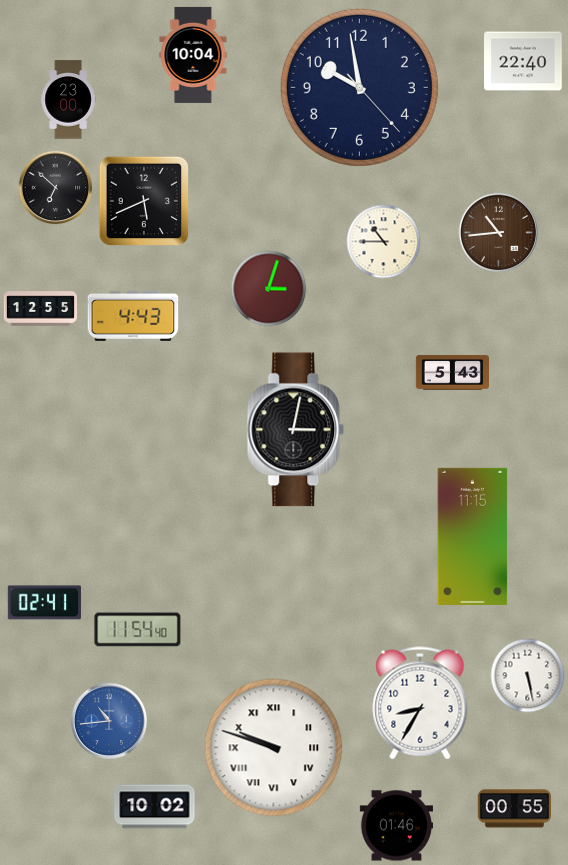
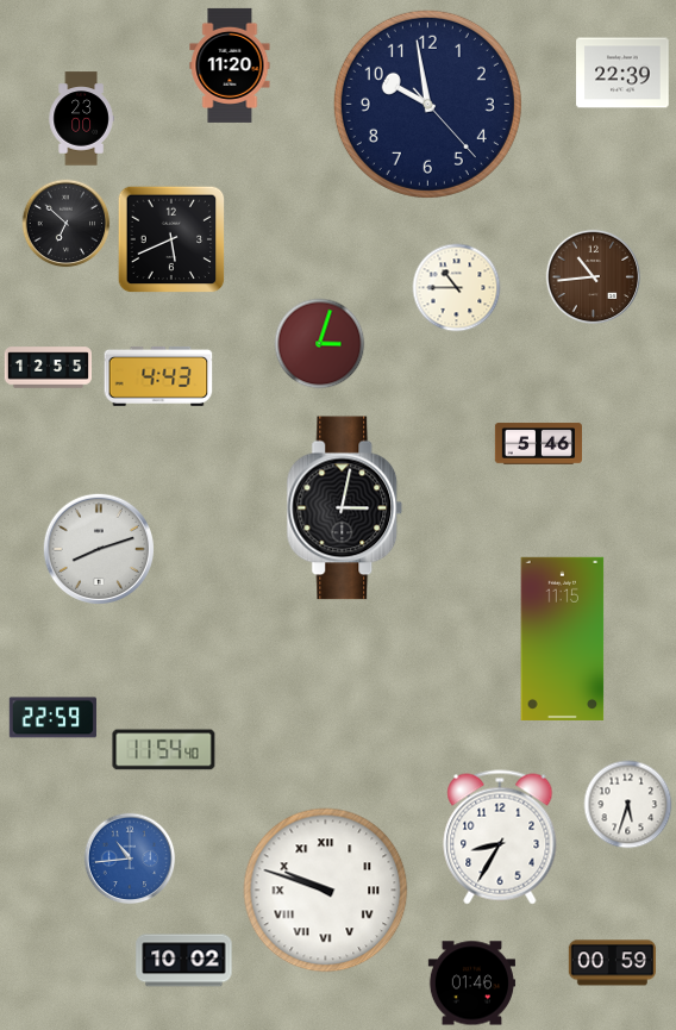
clock at (193, 55): 10:04 -> 11:20
clock at (523, 61): 22:40 -> 22:39
clock at (452, 373): 5:43 -> 5:46
clock at (296, 430) position: (296, 430) -> (345, 508)
clock at (98, 548): none -> 8:12
clock at (44, 603): 02:41 -> 22:59
clock at (528, 676): 5:28 -> 5:33
clock at (514, 809): 00:55 -> 00:59
